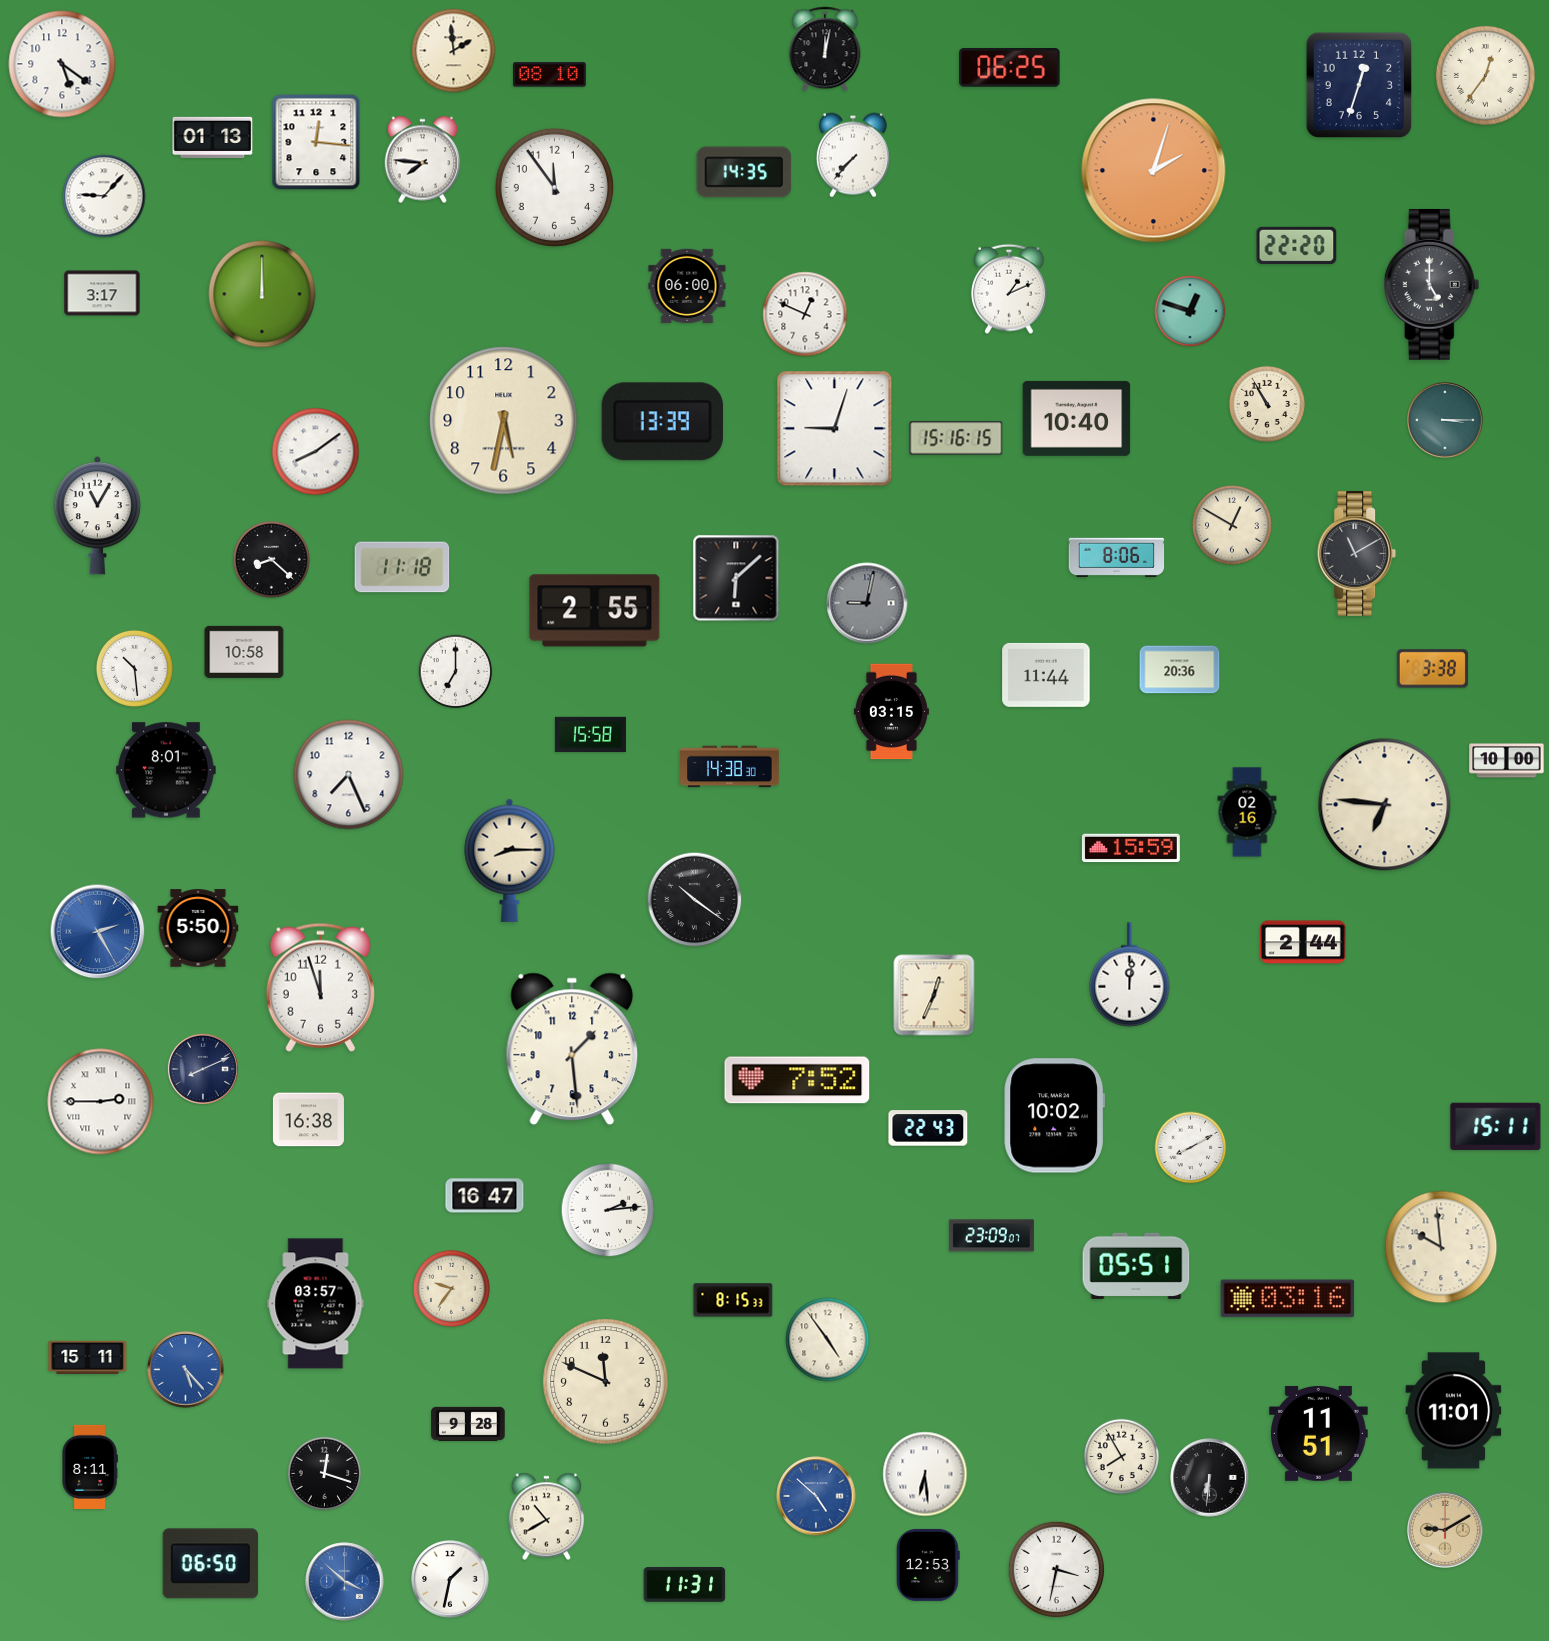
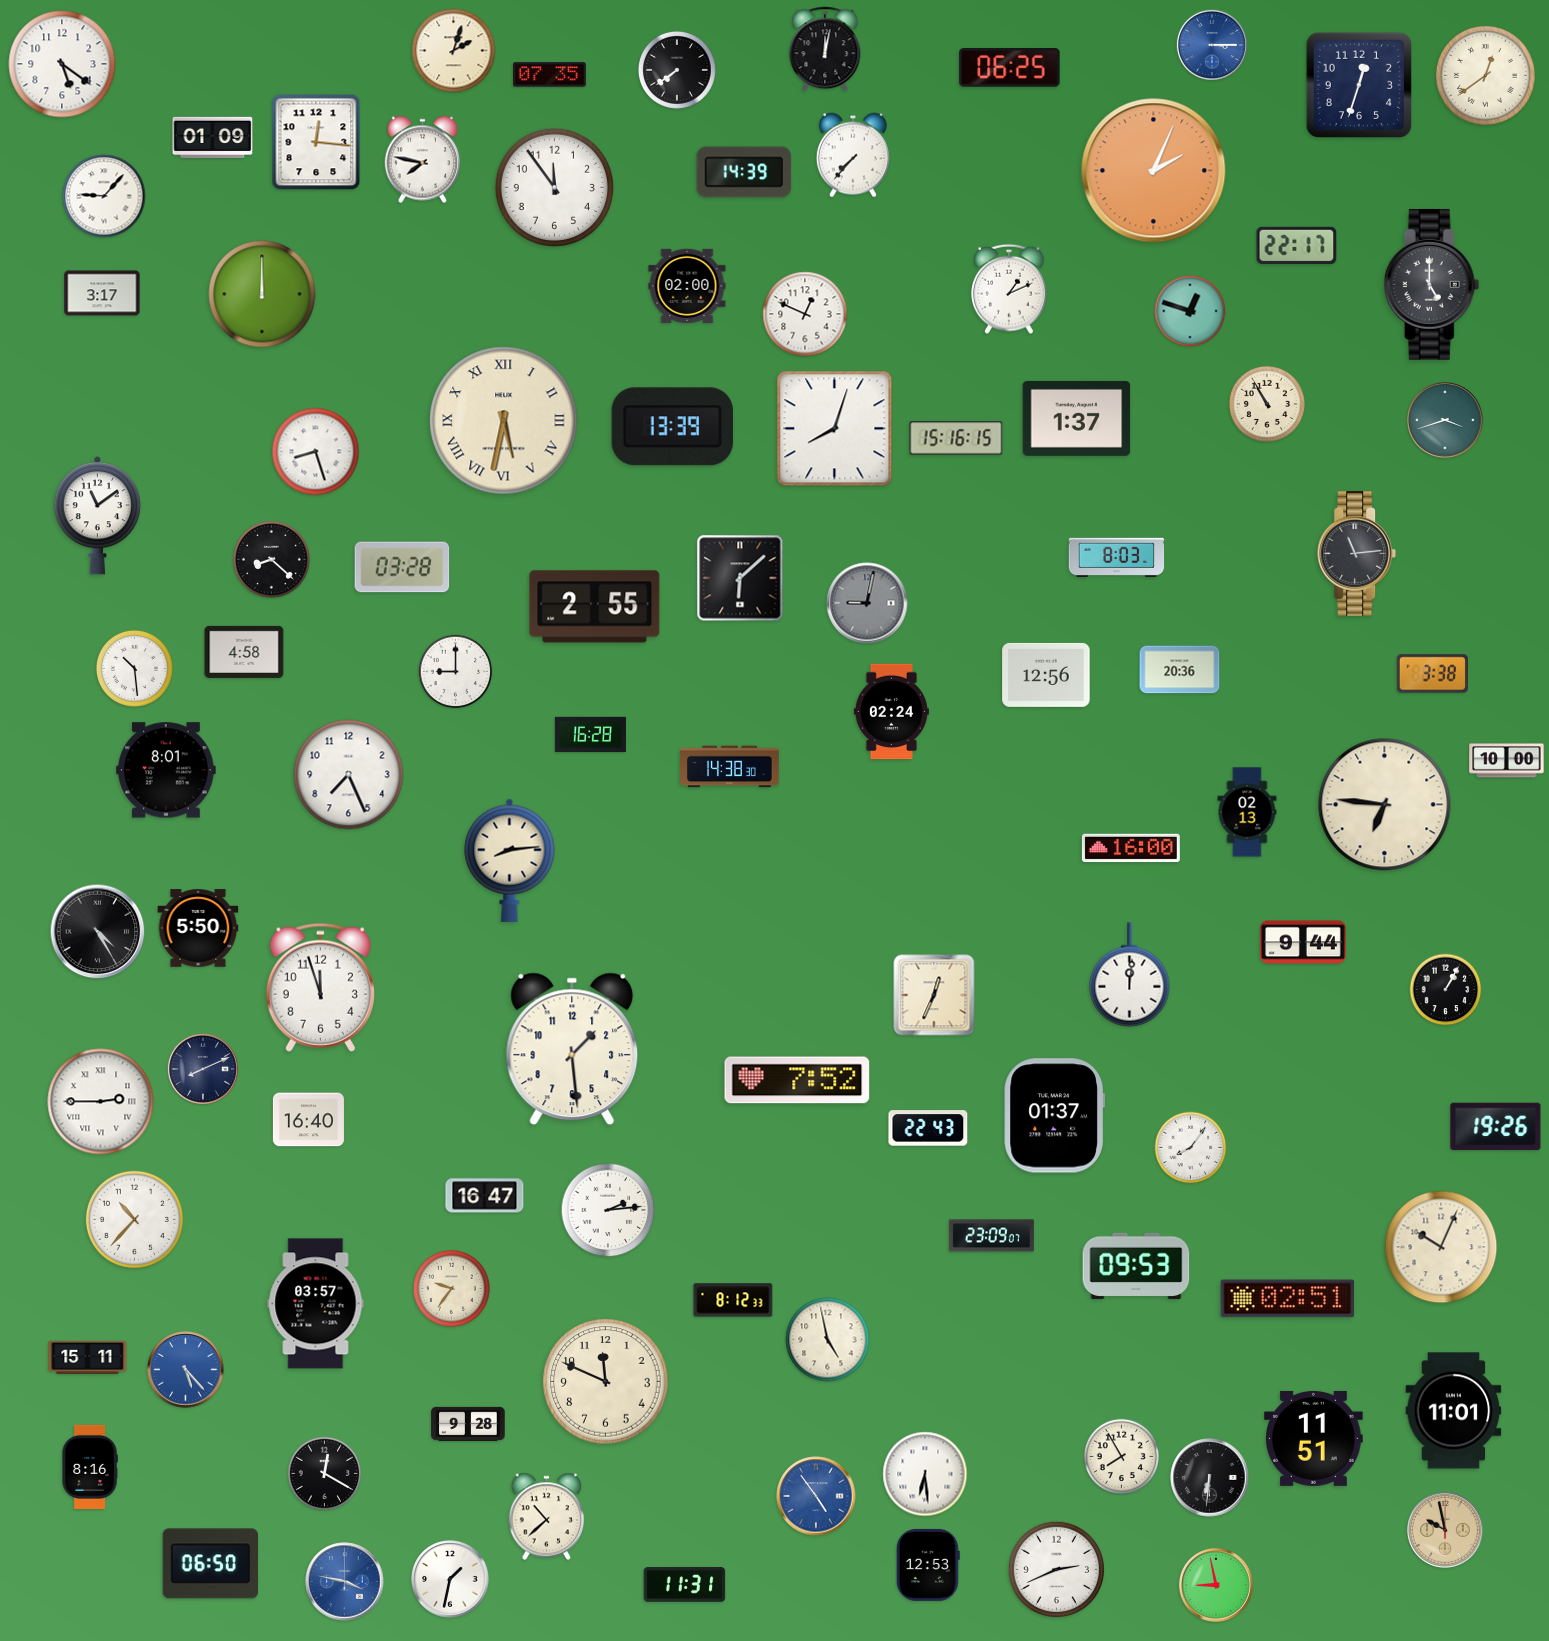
clock at (1212, 45): none -> 3:15
clock at (454, 51): 1:59 -> 2:03
clock at (677, 70): none -> 7:39
clock at (550, 75): 08:10 -> 07:35
clock at (1485, 75): 12:36 -> 12:39
clock at (213, 137): 01:13 -> 01:09
clock at (423, 160): 7:46 -> 7:47
clock at (1154, 171): 2:03 -> 2:04
clock at (744, 172): 14:35 -> 14:39
clock at (1297, 245): 22:20 -> 22:17
clock at (687, 286): 06:00 -> 02:00
clock at (1077, 418): 10:40 -> 1:37
clock at (1445, 420): 3:15 -> 3:42
clock at (504, 421) numerals: Arabic -> Roman
clock at (662, 422) position: (662, 422) -> (672, 427)
clock at (835, 429): 9:03 -> 8:03
clock at (316, 452): 8:09 -> 8:27
clock at (97, 516): 11:05 -> 11:09
clock at (1232, 525): 12:50 -> none
clock at (1357, 554): 11:10 -> 11:14
clock at (1117, 557): 8:06 -> 8:03
clock at (402, 567): 11:18 -> 03:28
clock at (736, 578) position: (736, 578) -> (740, 578)
clock at (595, 611) position: (595, 611) -> (595, 607)
clock at (244, 652): 10:58 -> 4:58
clock at (1432, 669) position: (1432, 669) -> (1432, 674)
clock at (456, 672): 7:00 -> 9:00
clock at (1046, 675): 11:44 -> 12:56
clock at (891, 712): 03:15 -> 02:24
clock at (590, 735): 15:58 -> 16:28
clock at (1247, 812): 02:16 -> 02:13
clock at (1131, 848): 15:59 -> 16:00
clock at (510, 860): 8:15 -> 8:14
clock at (695, 900): 10:21 -> none
clock at (98, 932): 2:25 -> 4:25
clock at (98, 932) dial: blue -> black
clock at (1303, 942): 2:44 -> 9:44
clock at (1446, 990): none -> 1:05
clock at (1054, 1116): 10:02 -> 01:37
clock at (308, 1120): 16:38 -> 16:40
clock at (1496, 1127): 15:11 -> 19:26
clock at (1191, 1148): 8:10 -> 8:06
clock at (134, 1219): none -> 10:37
clock at (1441, 1247): 9:59 -> 10:04
clock at (1136, 1266): 05:51 -> 09:53
clock at (1288, 1299): 03:16 -> 02:51
clock at (733, 1300): 8:15 -> 8:12
clock at (828, 1340): 4:54 -> 4:58
clock at (1319, 1433) position: (1319, 1433) -> (1314, 1438)
clock at (90, 1467): 8:11 -> 8:16
clock at (325, 1474): 12:18 -> 12:20
clock at (816, 1496): 4:52 -> 4:54
clock at (547, 1517): 10:40 -> 10:38
clock at (1445, 1530): 9:10 -> 9:58
clock at (1056, 1569): 3:32 -> 2:41
clock at (345, 1582): 3:52 -> 3:47
clock at (1216, 1585): none -> 8:58
